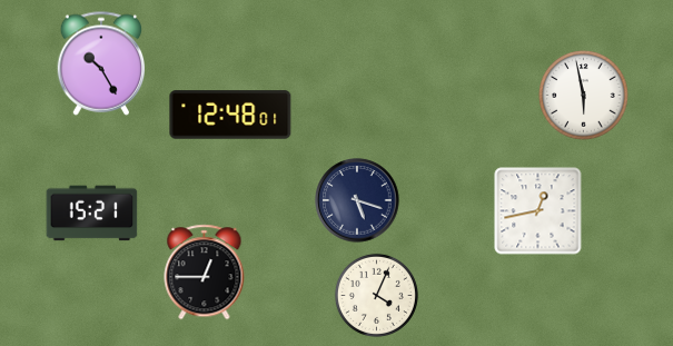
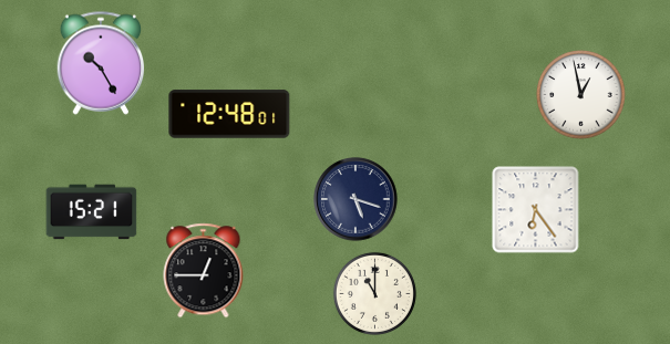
clock at (584, 96): 5:58 -> 12:58
clock at (538, 211): 12:43 -> 6:24
clock at (376, 295): 4:04 -> 11:00
